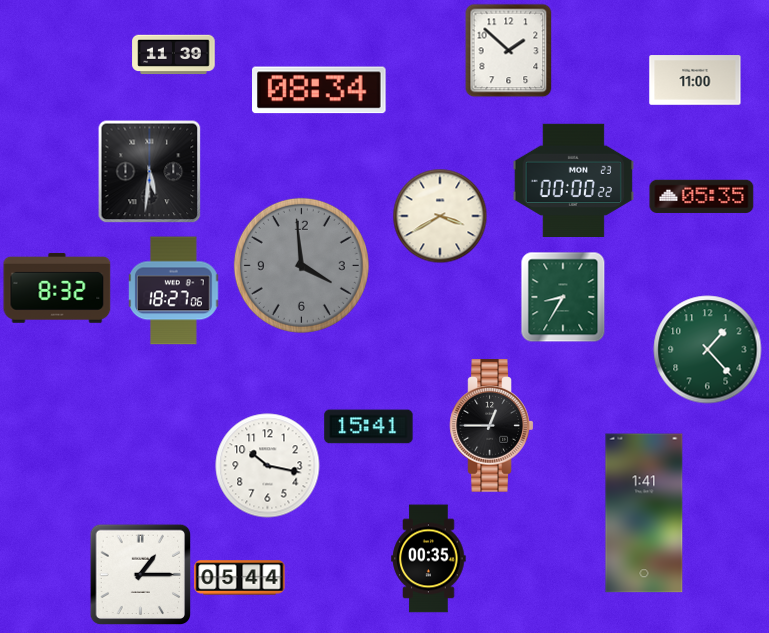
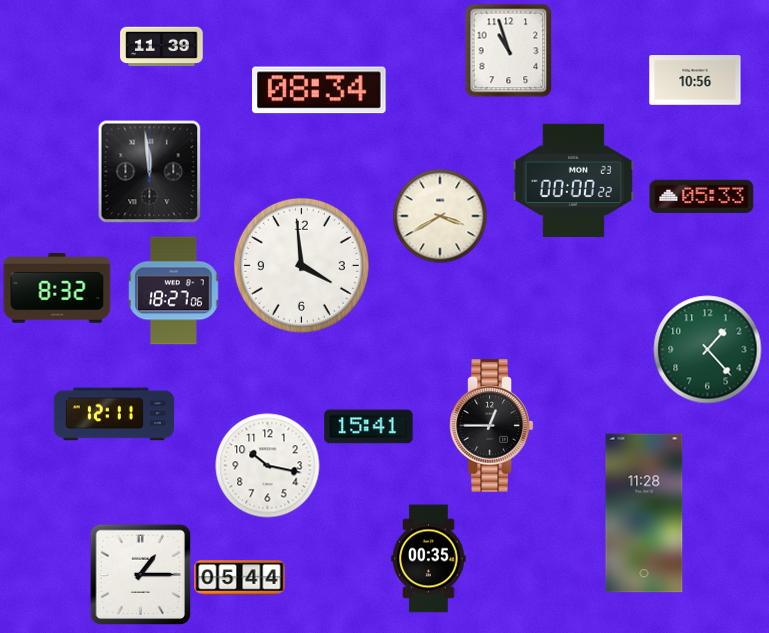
clock at (509, 50): 1:52 -> 10:57
clock at (174, 55) position: (174, 55) -> (162, 47)
clock at (695, 80): 11:00 -> 10:56
clock at (149, 171): 5:31 -> 11:59
clock at (702, 196): 05:35 -> 05:33
clock at (301, 265) dial: grey -> white
clock at (563, 297): 8:35 -> none
clock at (114, 414): none -> 12:11
clock at (644, 513): 1:41 -> 11:28
